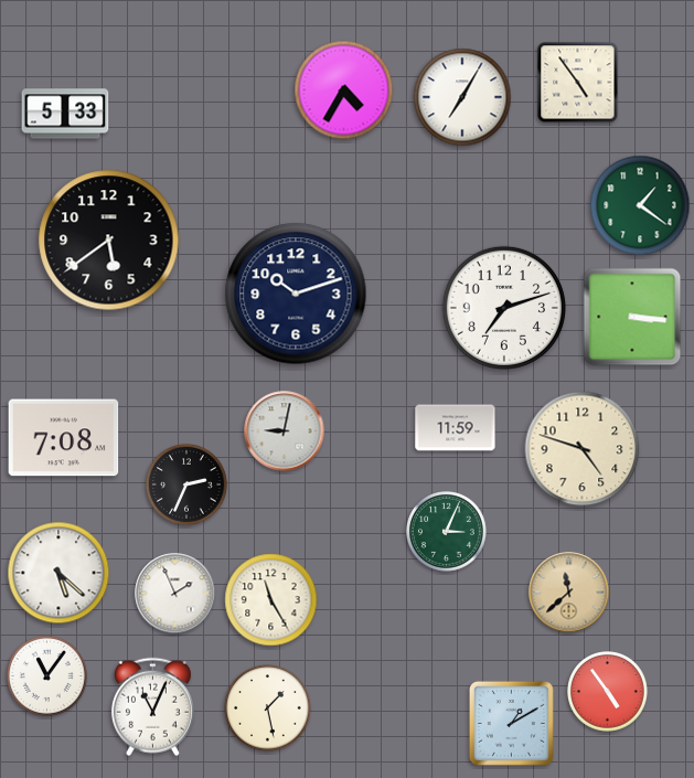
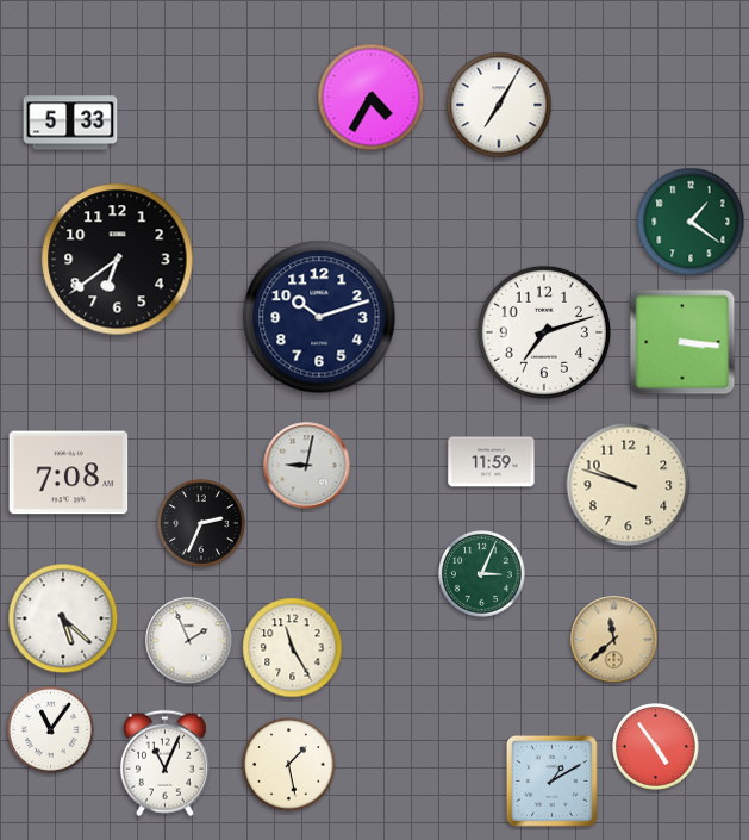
clock at (578, 83): 4:54 -> none
clock at (109, 241): 5:39 -> 6:39
clock at (583, 449): 4:48 -> 9:48
